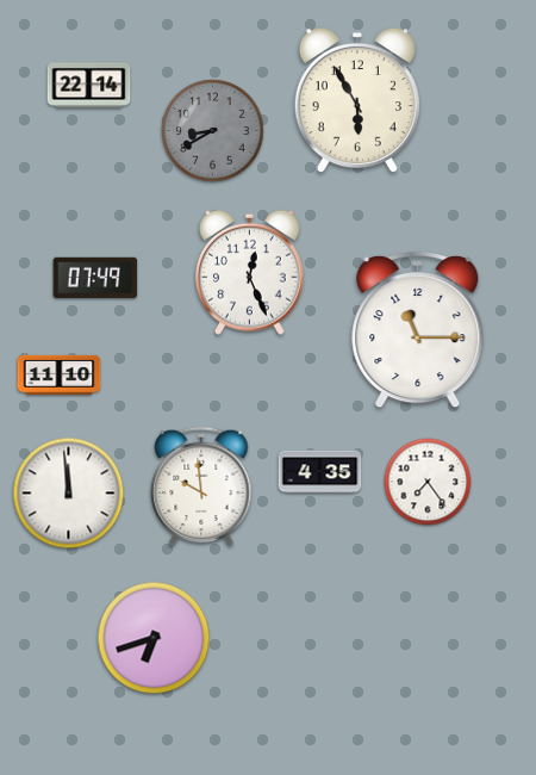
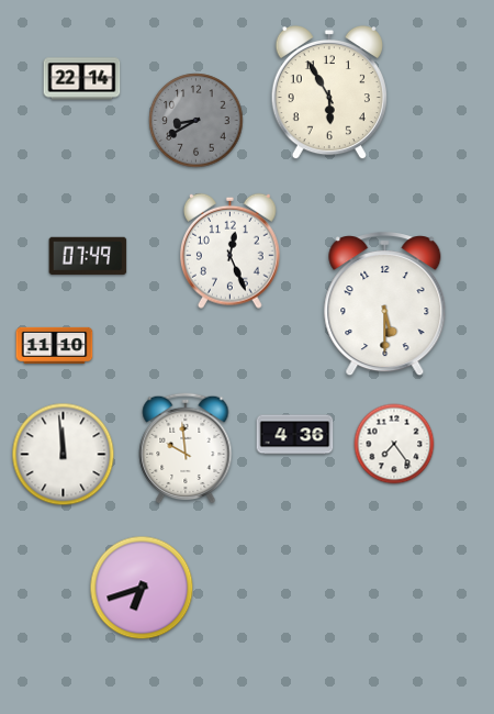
clock at (418, 330): 11:15 -> 5:30
clock at (320, 472): 4:35 -> 4:36
